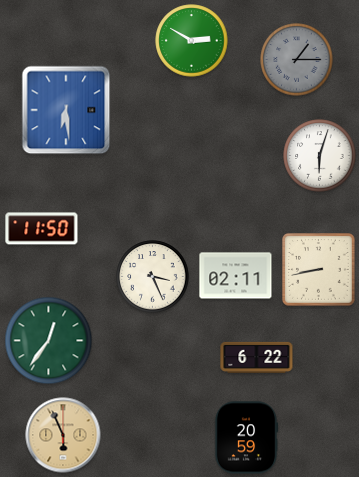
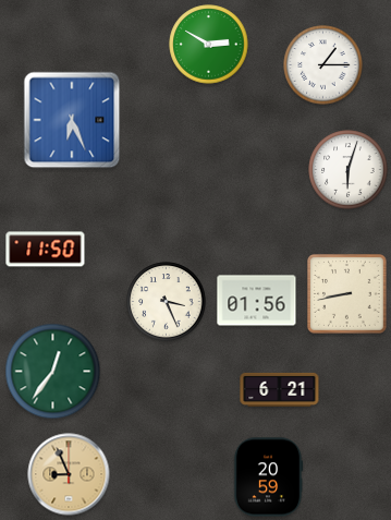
clock at (297, 60) dial: grey -> white
clock at (66, 110): 6:29 -> 6:26
clock at (236, 276): 02:11 -> 01:56
clock at (257, 357): 6:22 -> 6:21
clock at (63, 435): 5:56 -> 8:56
